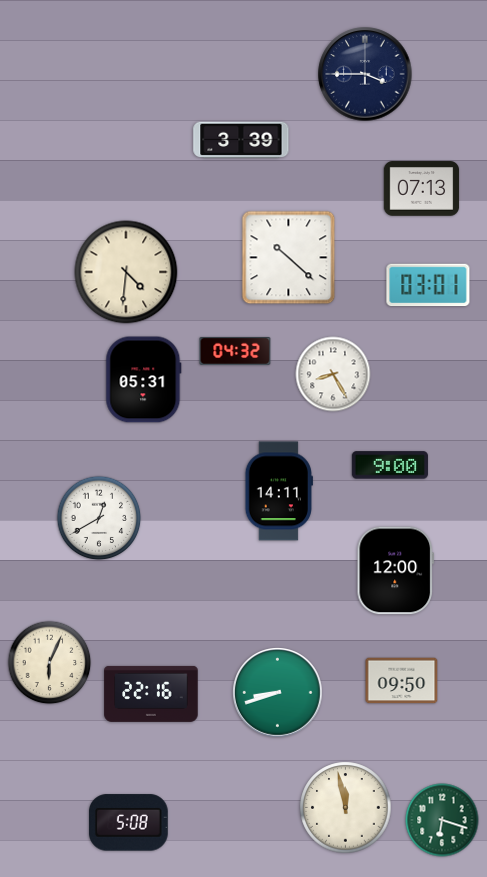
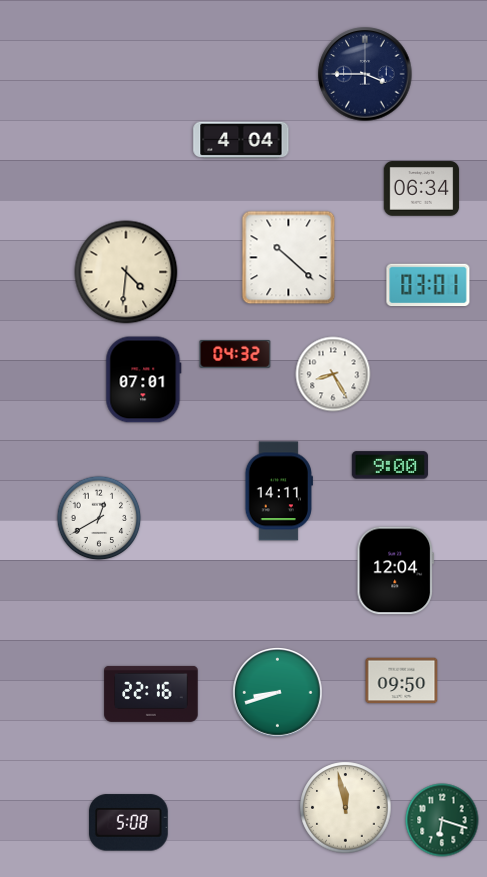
clock at (241, 140): 3:39 -> 4:04
clock at (422, 189): 07:13 -> 06:34
clock at (235, 351) position: (235, 351) -> (235, 354)
clock at (144, 380): 05:31 -> 07:01
clock at (395, 571): 12:00 -> 12:04
clock at (50, 663): 6:04 -> none
